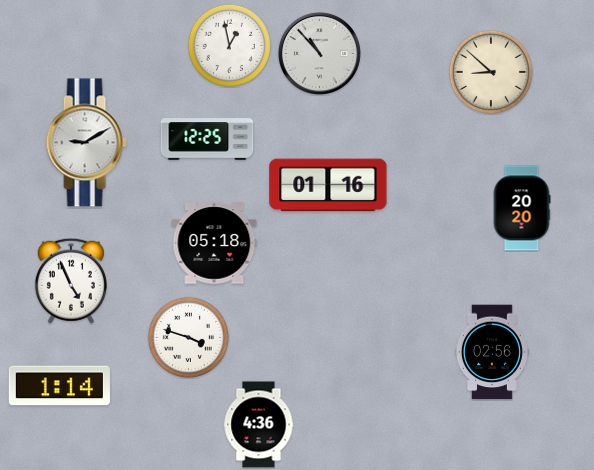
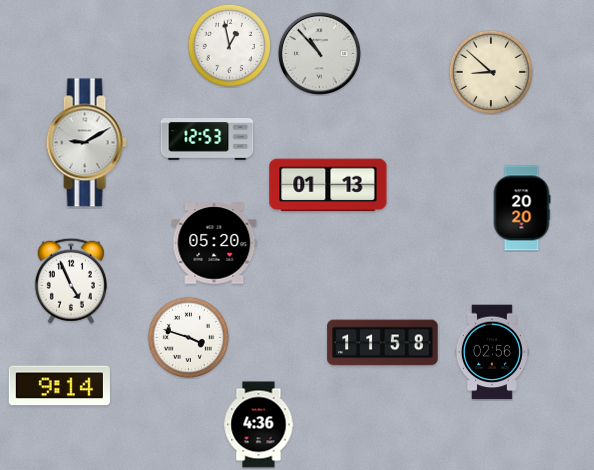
clock at (207, 139): 12:25 -> 12:53
clock at (328, 185): 01:16 -> 01:13
clock at (214, 243): 05:18 -> 05:20
clock at (383, 343): none -> 11:58
clock at (59, 386): 1:14 -> 9:14
